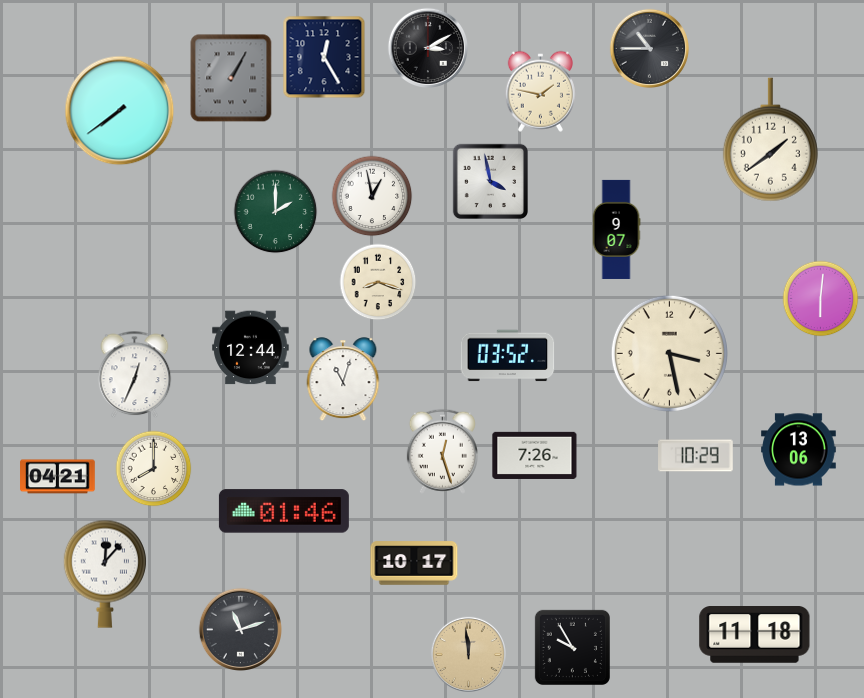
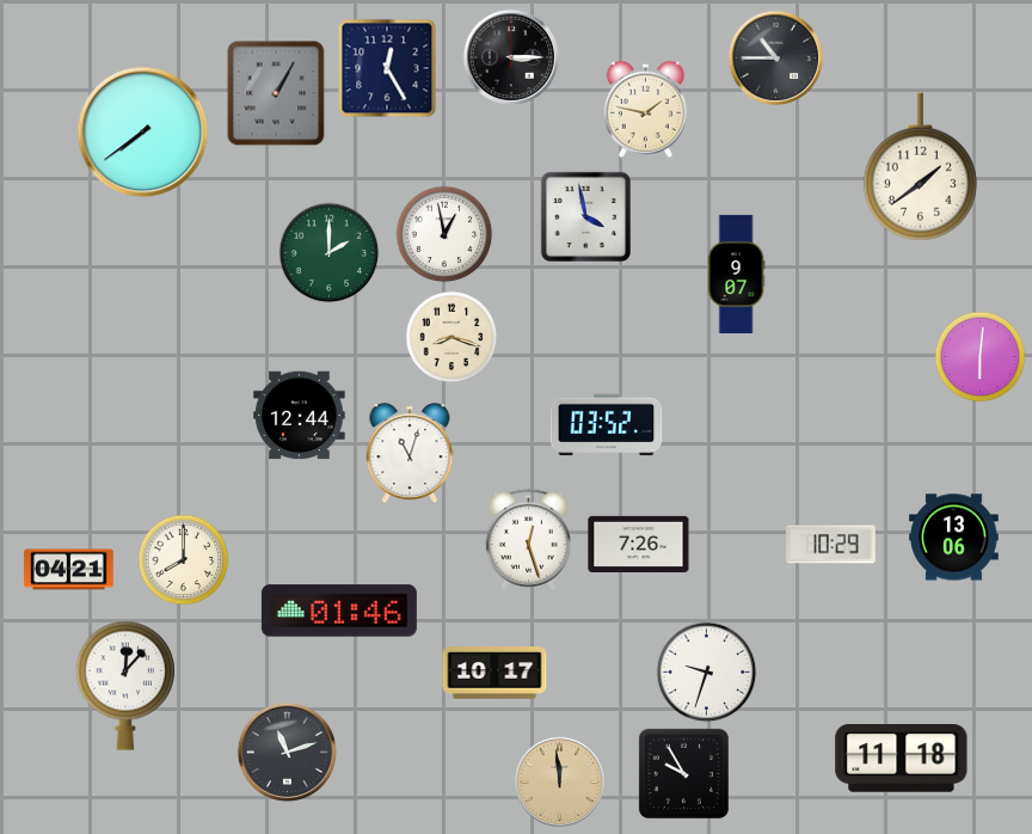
clock at (427, 47): 3:10 -> 3:15
clock at (669, 353): 3:28 -> none
clock at (135, 375): 12:34 -> none
clock at (707, 673): none -> 9:33
